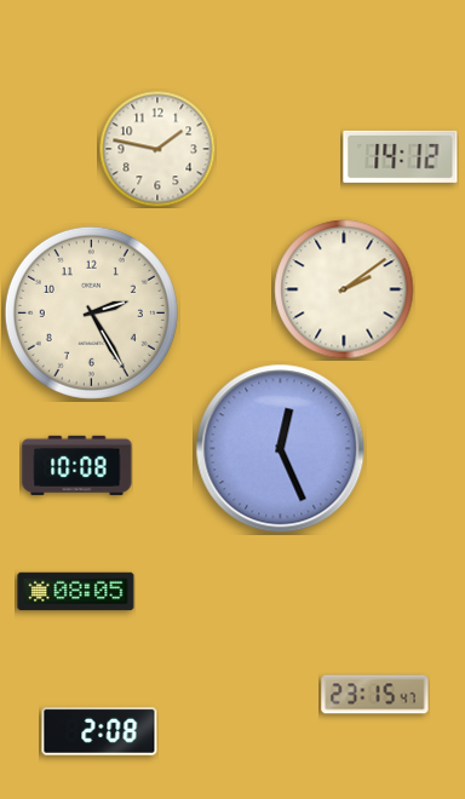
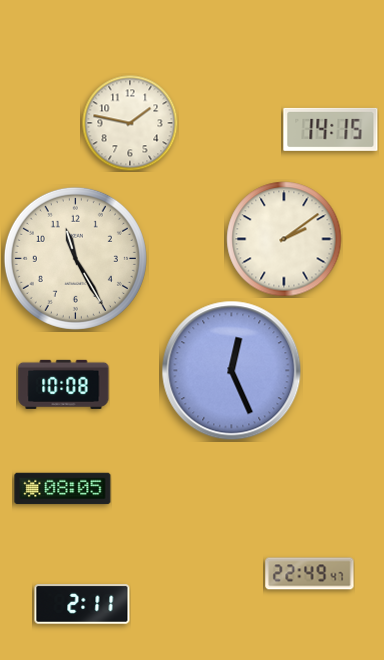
clock at (401, 156): 14:12 -> 14:15
clock at (91, 312): 2:25 -> 11:25
clock at (375, 695): 23:15 -> 22:49
clock at (99, 731): 2:08 -> 2:11
